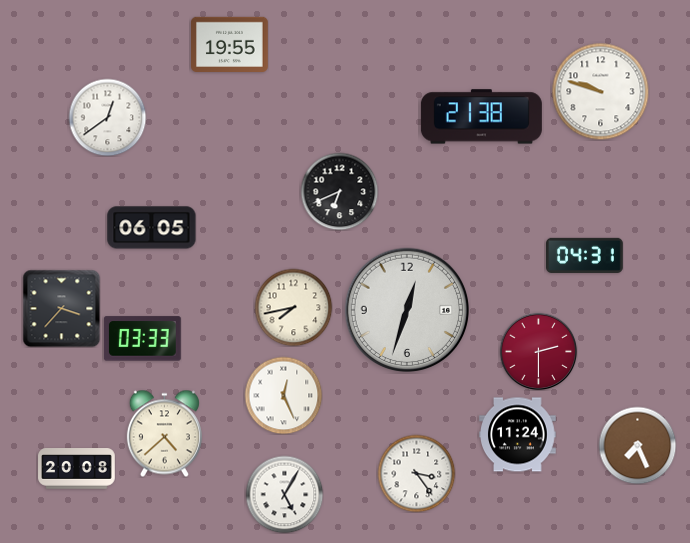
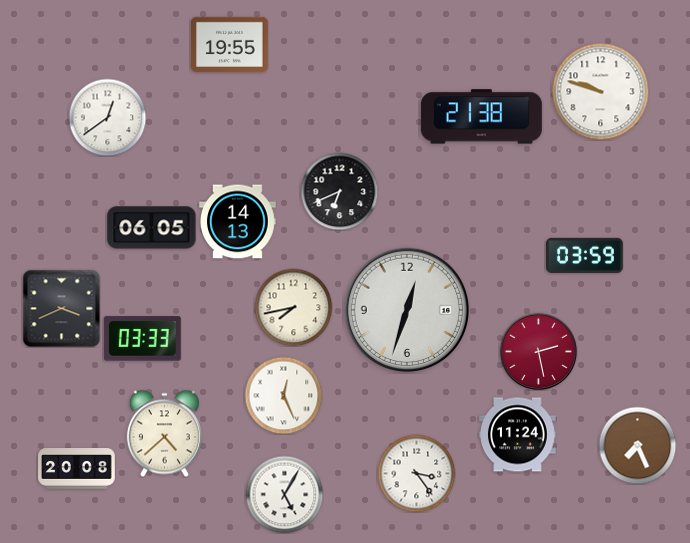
clock at (238, 222): none -> 14:13
clock at (585, 255): 04:31 -> 03:59
clock at (61, 308): 3:37 -> 3:41
clock at (538, 351): 2:30 -> 2:28
